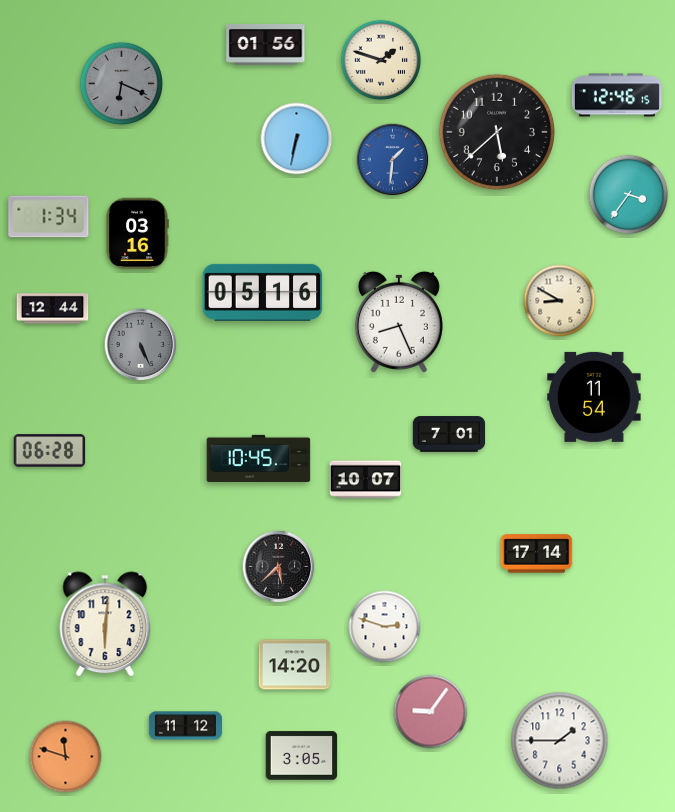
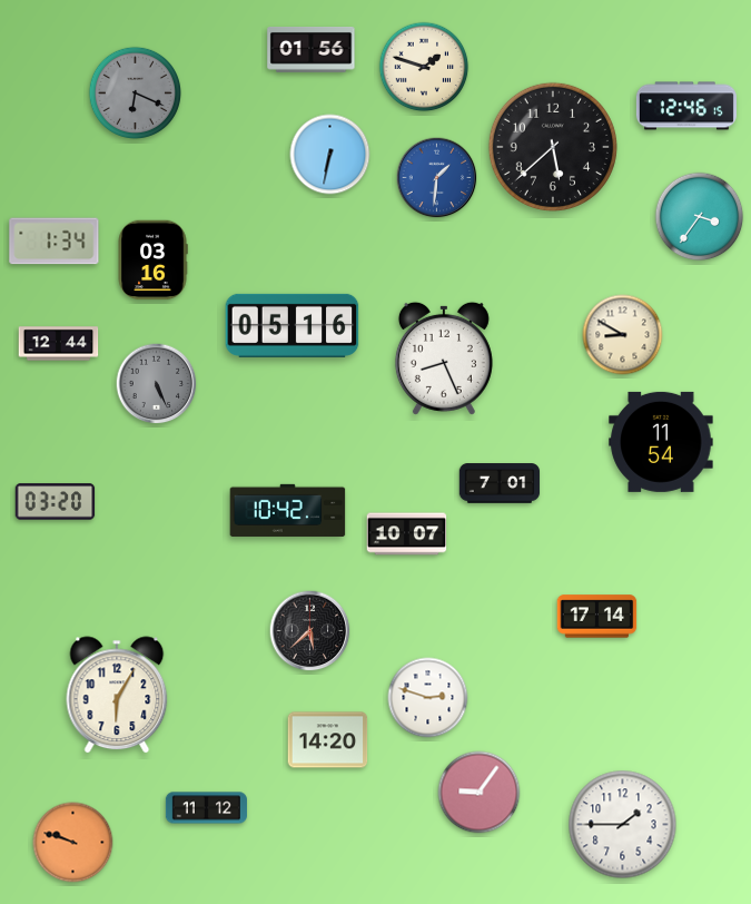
clock at (266, 45) position: (266, 45) -> (312, 50)
clock at (50, 451): 06:28 -> 03:20
clock at (259, 458): 10:45 -> 10:42
clock at (105, 624): 6:01 -> 6:05
clock at (302, 756): 3:05 -> none
clock at (66, 757): 11:48 -> 9:48
